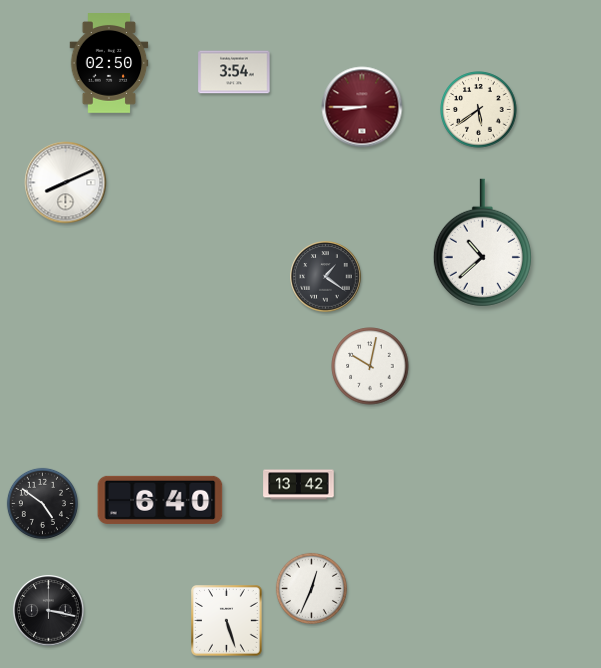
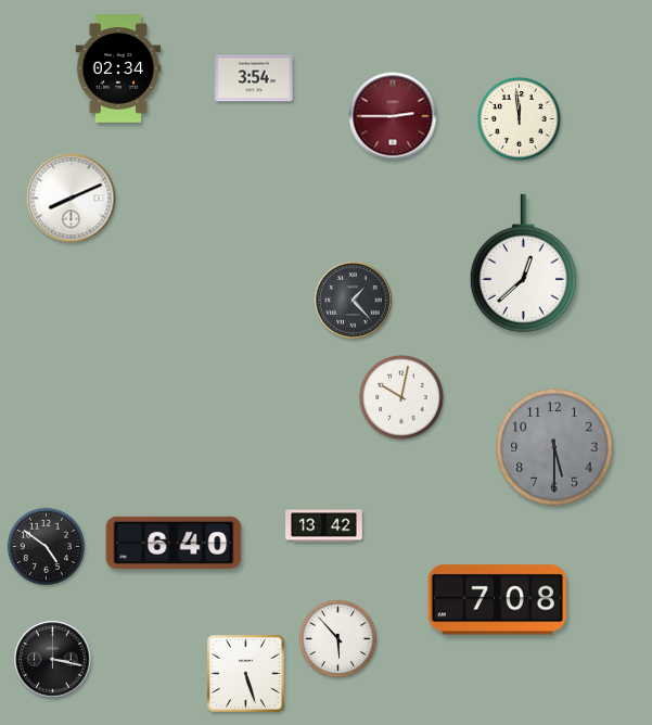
clock at (109, 64): 02:50 -> 02:34
clock at (362, 107): 8:45 -> 2:45
clock at (479, 110): 5:39 -> 11:59
clock at (482, 243): 10:38 -> 12:38
clock at (326, 277): 1:21 -> 1:23
clock at (554, 447): none -> 5:30
clock at (497, 600): none -> 7:08
clock at (311, 588): 12:34 -> 5:53
clock at (49, 611) position: (49, 611) -> (53, 660)
